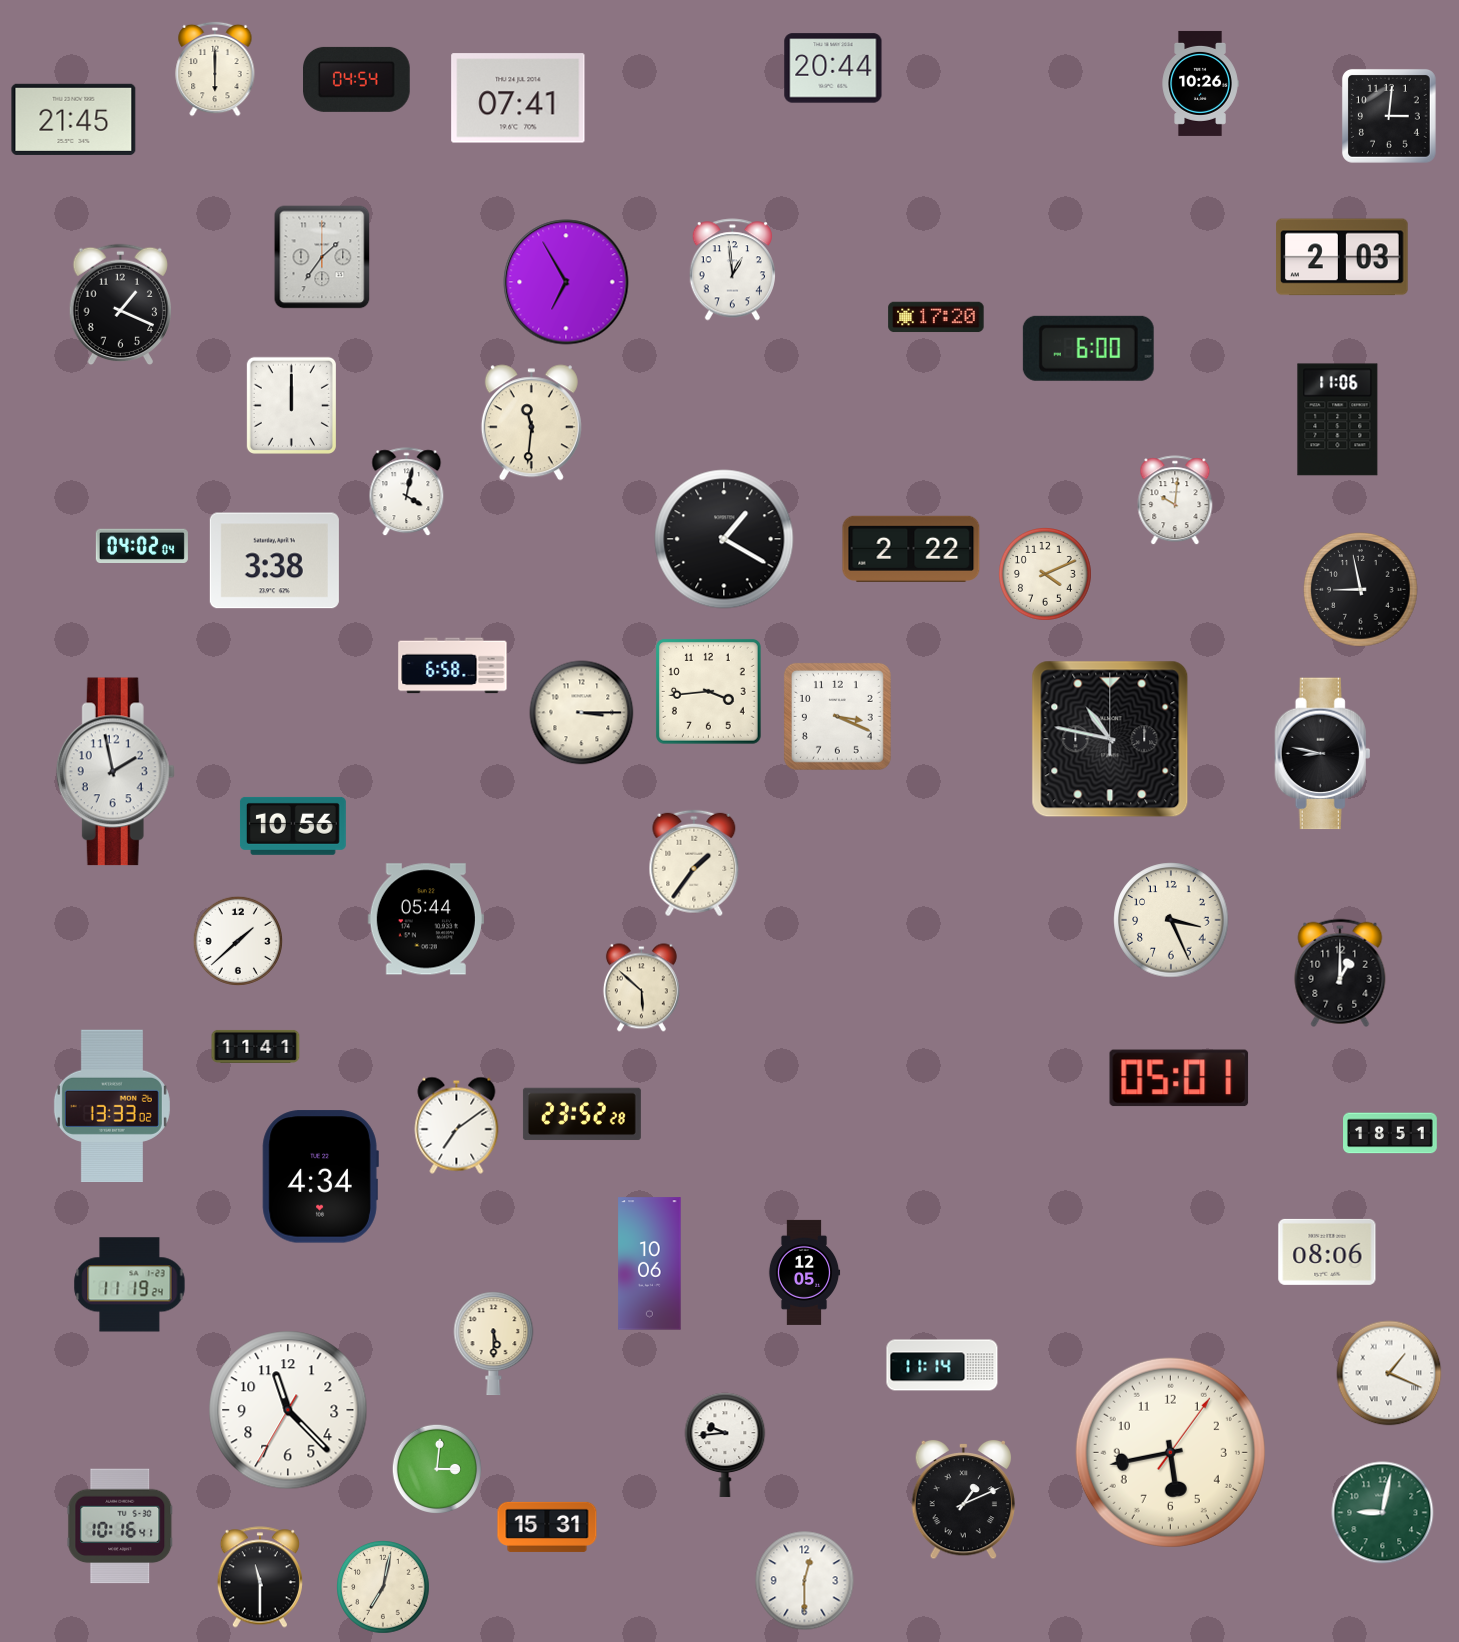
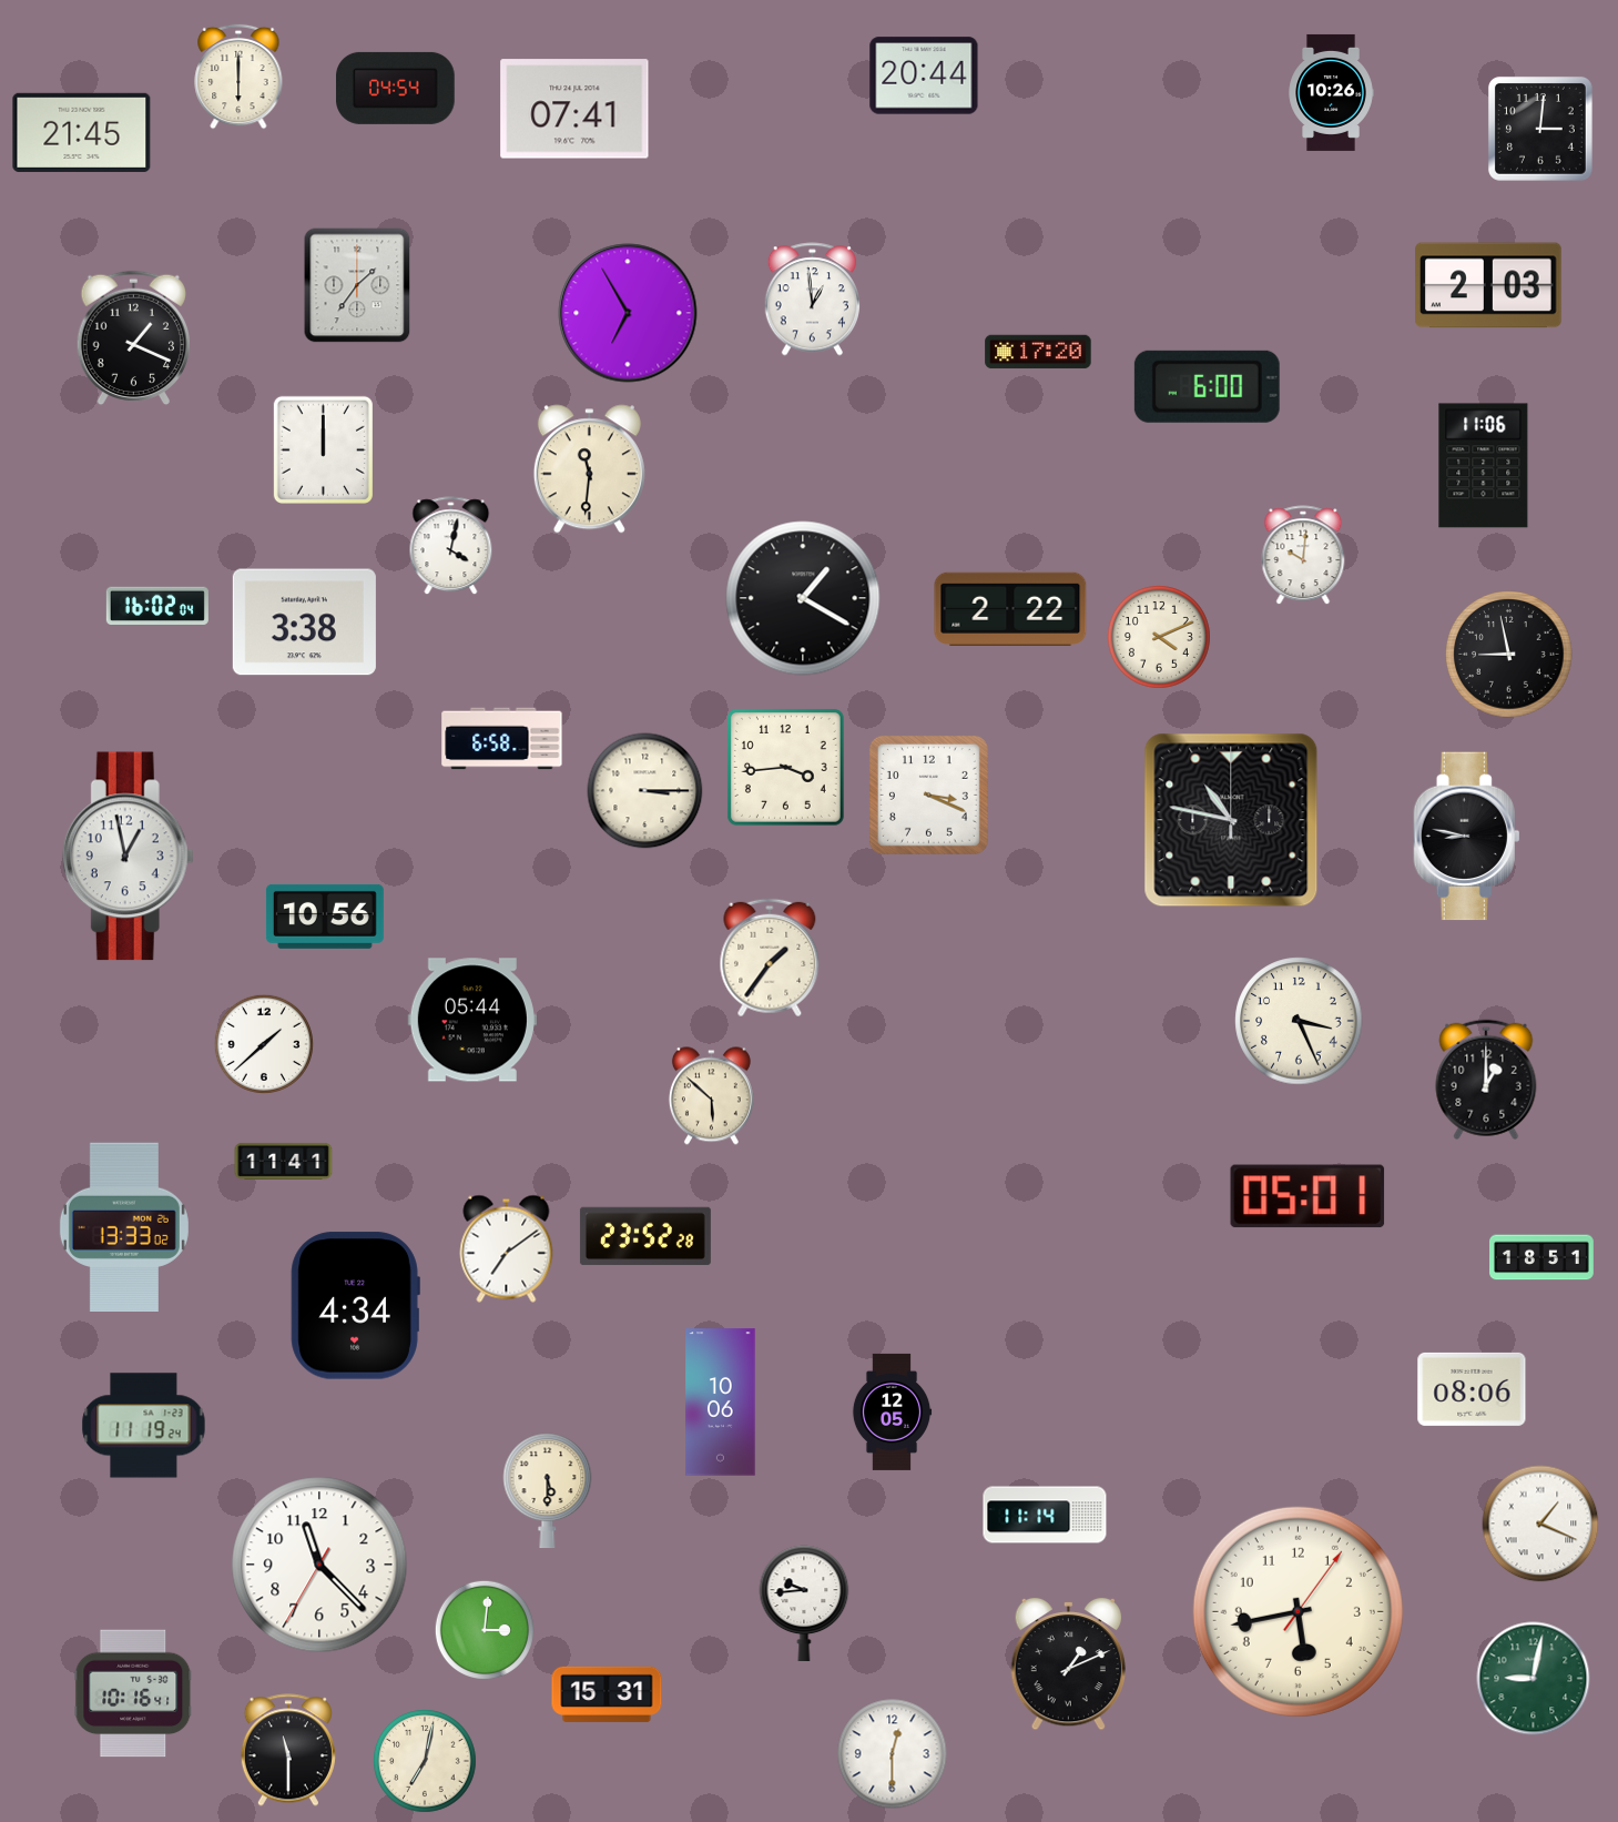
clock at (142, 545): 04:02 -> 16:02
clock at (115, 772): 1:58 -> 12:58
